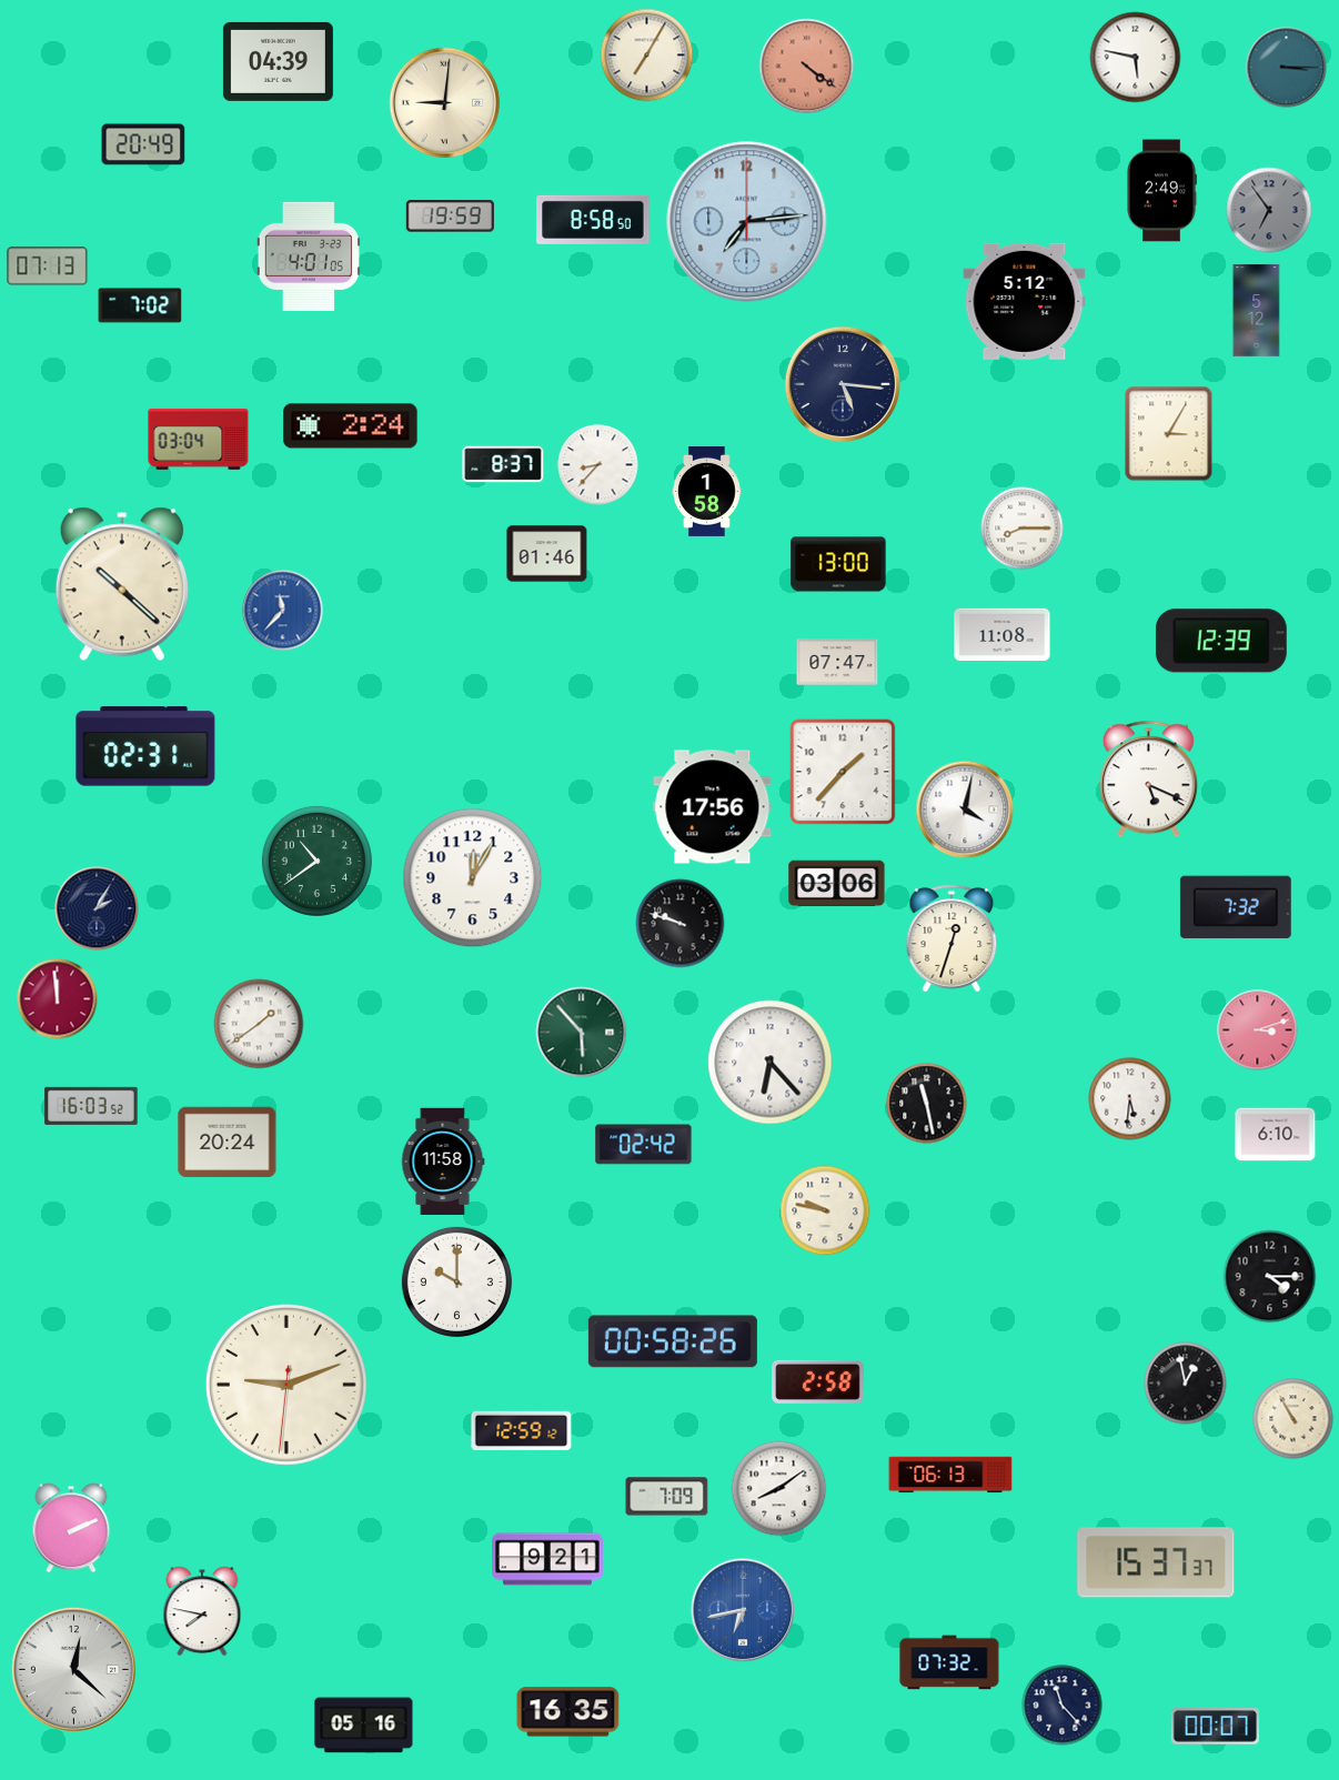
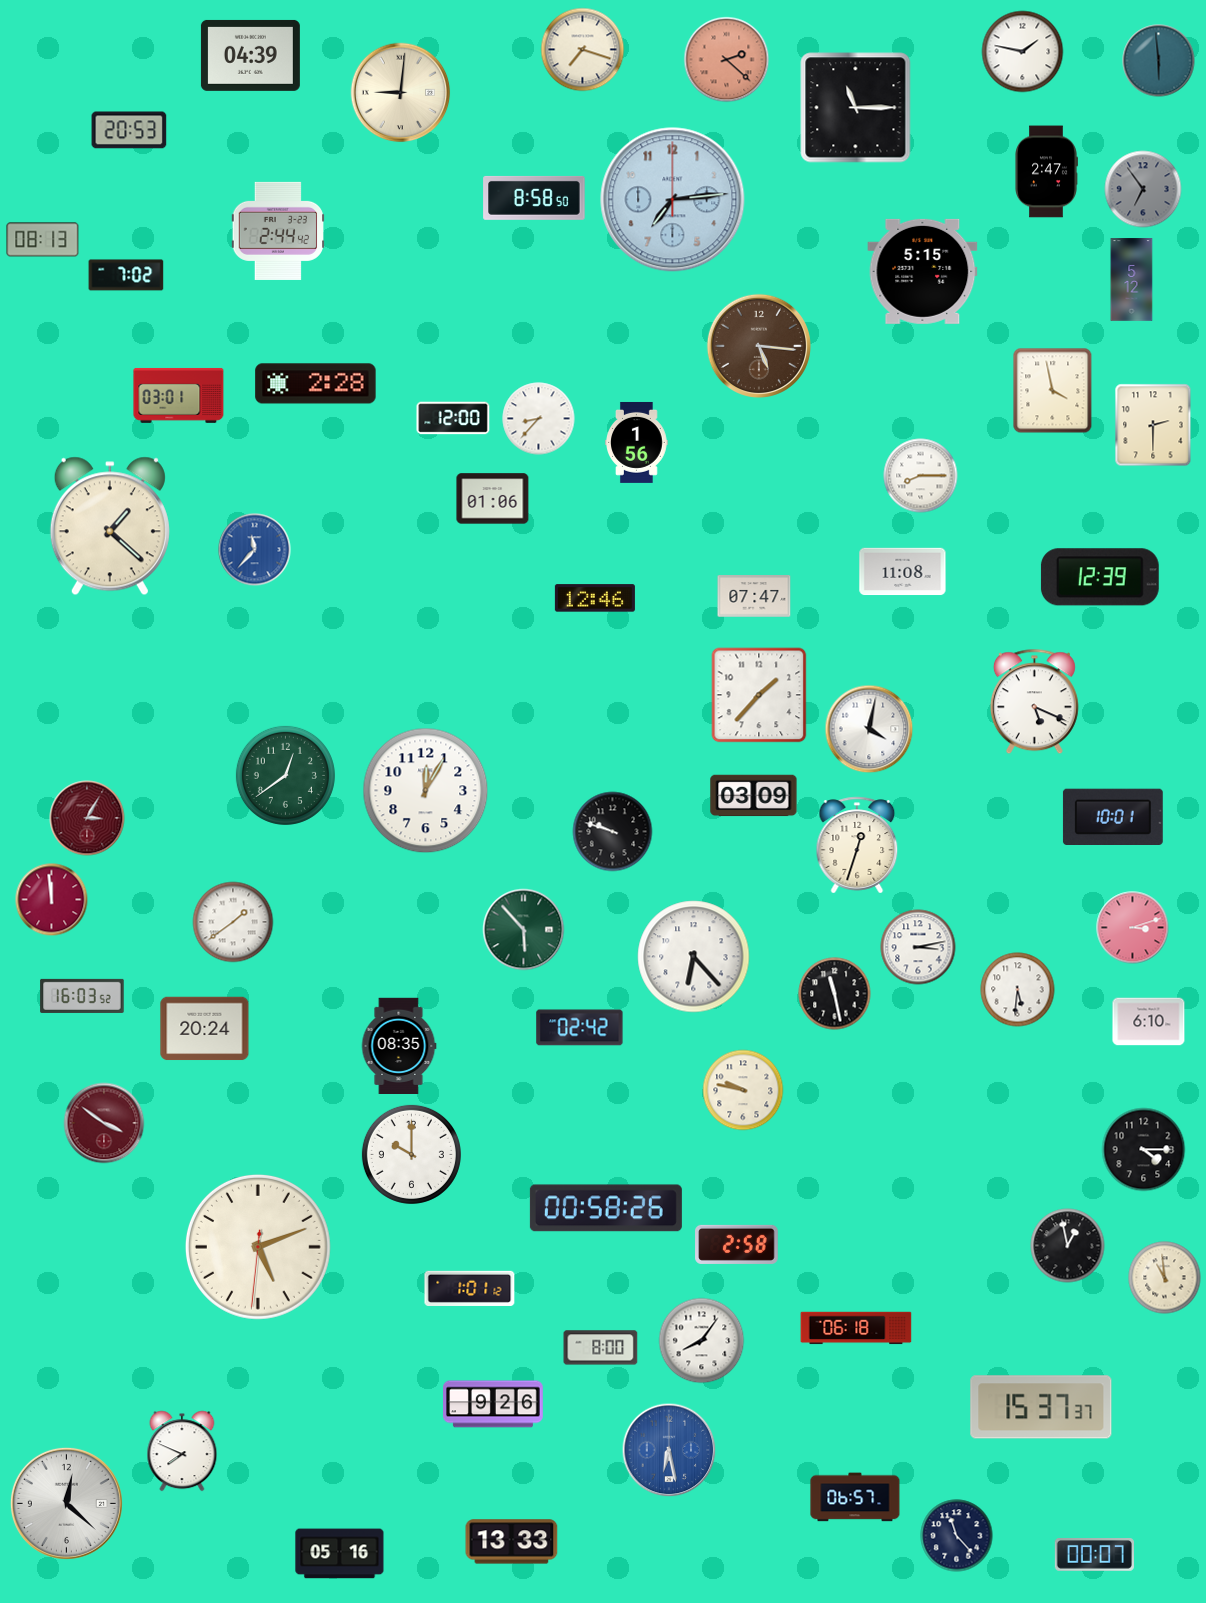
clock at (647, 56): 7:05 -> 7:18
clock at (1136, 58): 5:47 -> 1:47
clock at (807, 67): 4:21 -> 2:22
clock at (1287, 68): 3:15 -> 5:59
clock at (856, 108): none -> 11:15
clock at (143, 144): 20:49 -> 20:53
clock at (1161, 191): 2:49 -> 2:47
clock at (450, 217): 19:59 -> none
clock at (308, 257): 4:01 -> 2:44
clock at (48, 267): 07:13 -> 08:13
clock at (1025, 301): 5:12 -> 5:15
clock at (843, 384) dial: navy -> brown
clock at (351, 426): 2:24 -> 2:28
clock at (1169, 434): 3:05 -> 3:58
clock at (199, 439): 03:04 -> 03:01
clock at (503, 464): 8:37 -> 12:00
clock at (1153, 425): none -> 2:30
clock at (707, 491): 1:58 -> 1:56
clock at (547, 554): 01:46 -> 01:06
clock at (838, 564): 13:00 -> none
clock at (122, 584): 10:22 -> 1:22
clock at (595, 598): none -> 12:46
clock at (145, 746): 02:31 -> none
clock at (713, 807): 17:56 -> none
clock at (316, 861): 10:39 -> 12:39
clock at (837, 884): 03:06 -> 03:09
clock at (1236, 906): 7:32 -> 10:01
clock at (97, 908): 2:05 -> 3:05
clock at (97, 908) dial: navy -> burgundy
clock at (918, 947): none -> 3:13
clock at (644, 1145) position: (644, 1145) -> (580, 1028)
clock at (443, 1160): 11:58 -> 08:35
clock at (104, 1123): none -> 3:51
clock at (286, 1385): 9:11 -> 5:11
clock at (1293, 1419): 10:55 -> 10:59
clock at (522, 1430): 12:59 -> 1:01
clock at (950, 1475): 06:13 -> 06:18
clock at (779, 1489): 8:09 -> 8:06
clock at (667, 1497): 7:09 -> 8:00
clock at (71, 1528): 2:11 -> none
clock at (548, 1559): 9:21 -> 9:26
clock at (743, 1610): 6:43 -> 6:28
clock at (202, 1611): 7:47 -> 7:49
clock at (949, 1662): 07:32 -> 06:57
clock at (568, 1712): 16:35 -> 13:33
clock at (364, 1726) position: (364, 1726) -> (340, 1554)
